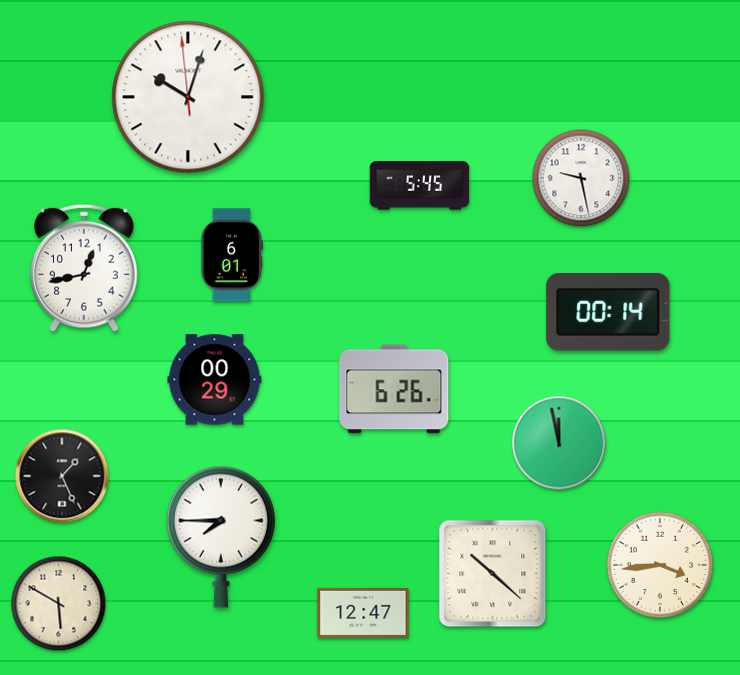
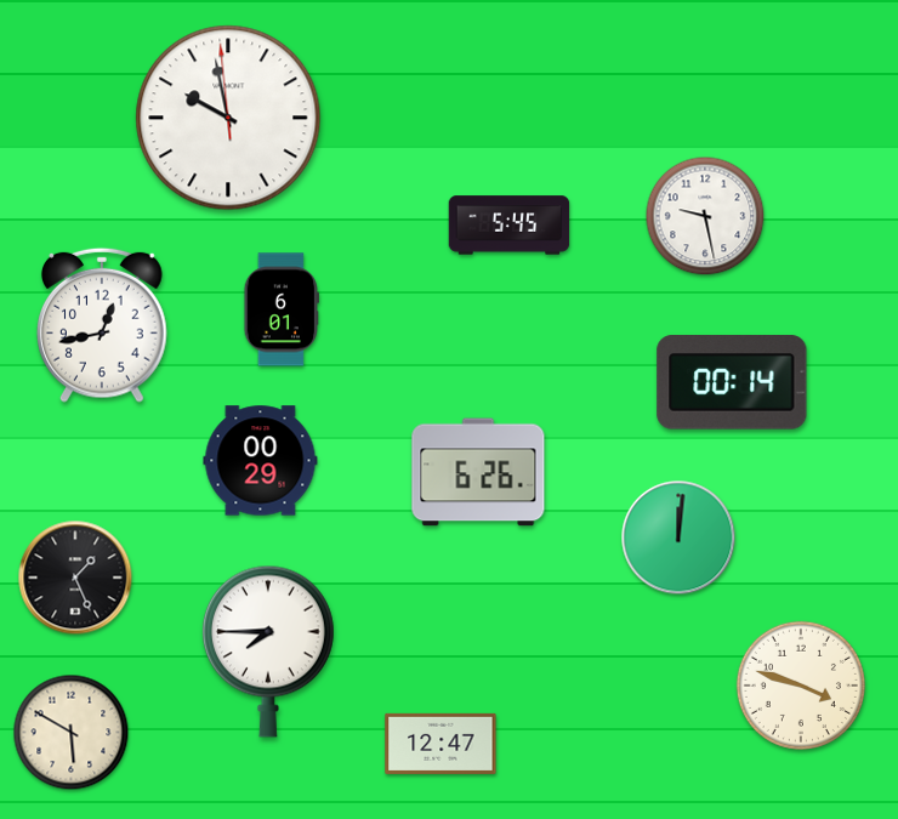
clock at (188, 97): 10:02 -> 9:57
clock at (608, 312) position: (608, 312) -> (732, 382)
clock at (559, 443): 11:58 -> 12:01
clock at (660, 565): 3:44 -> 3:48
clock at (493, 574): 10:22 -> none
